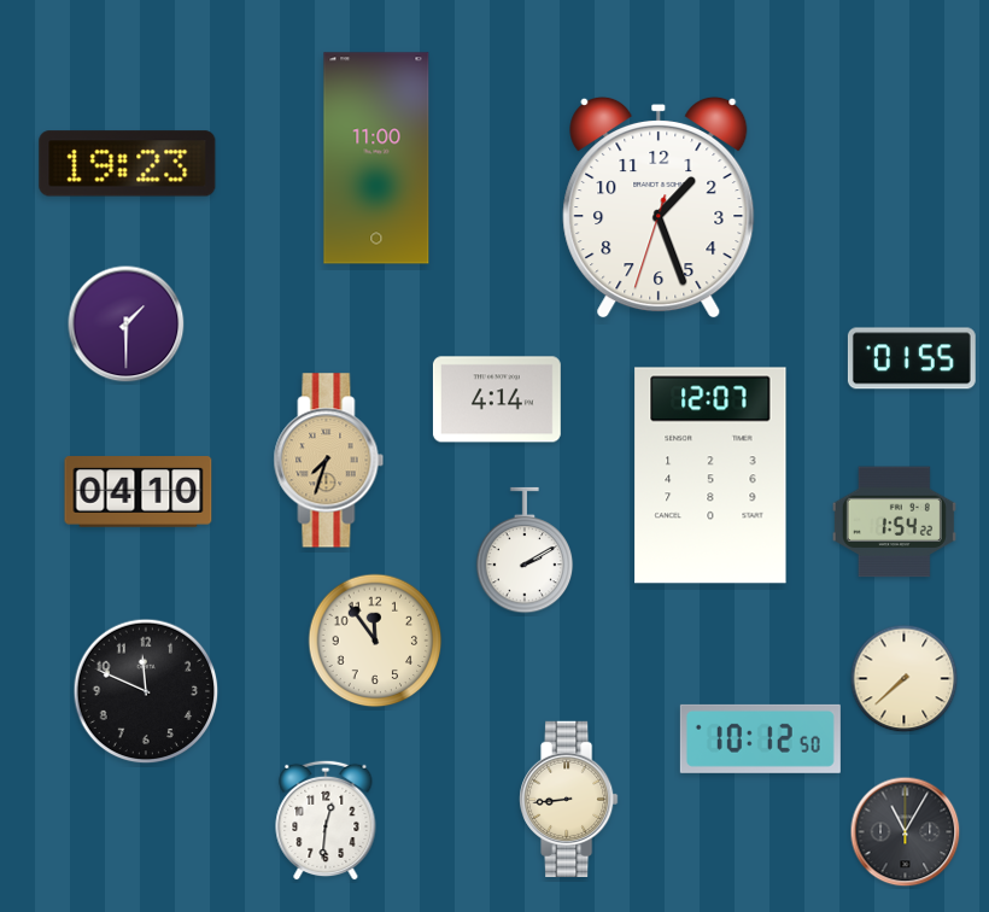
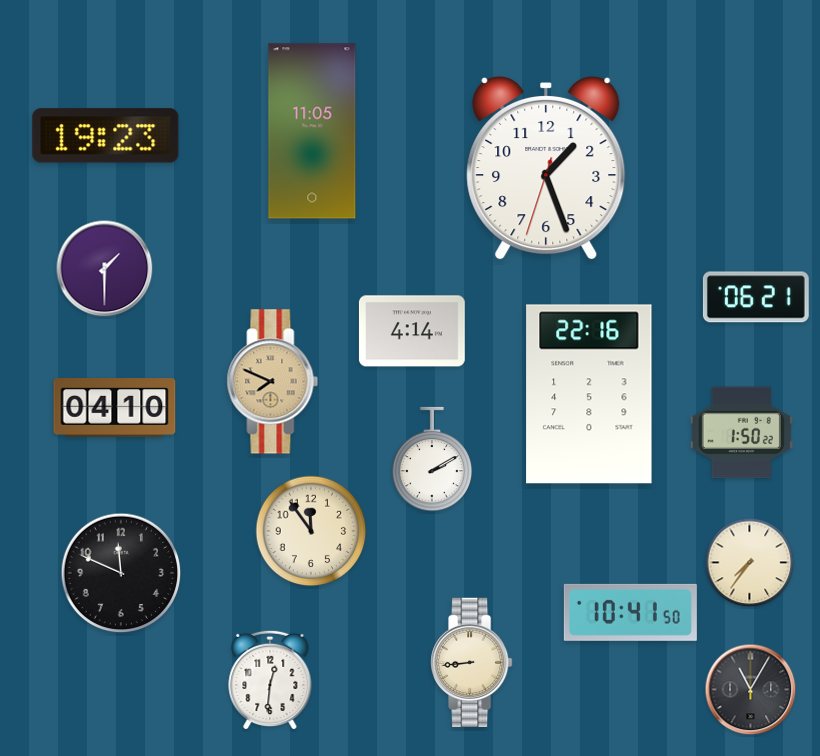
clock at (376, 158): 11:00 -> 11:05
clock at (659, 207) position: (659, 207) -> (546, 168)
clock at (912, 358): 01:55 -> 06:21
clock at (329, 461): 7:33 -> 7:49
clock at (710, 475): 12:07 -> 22:16
clock at (894, 522): 1:54 -> 1:50
clock at (525, 550) position: (525, 550) -> (432, 459)
clock at (905, 679): 7:38 -> 7:36
clock at (760, 738): 10:12 -> 10:41
